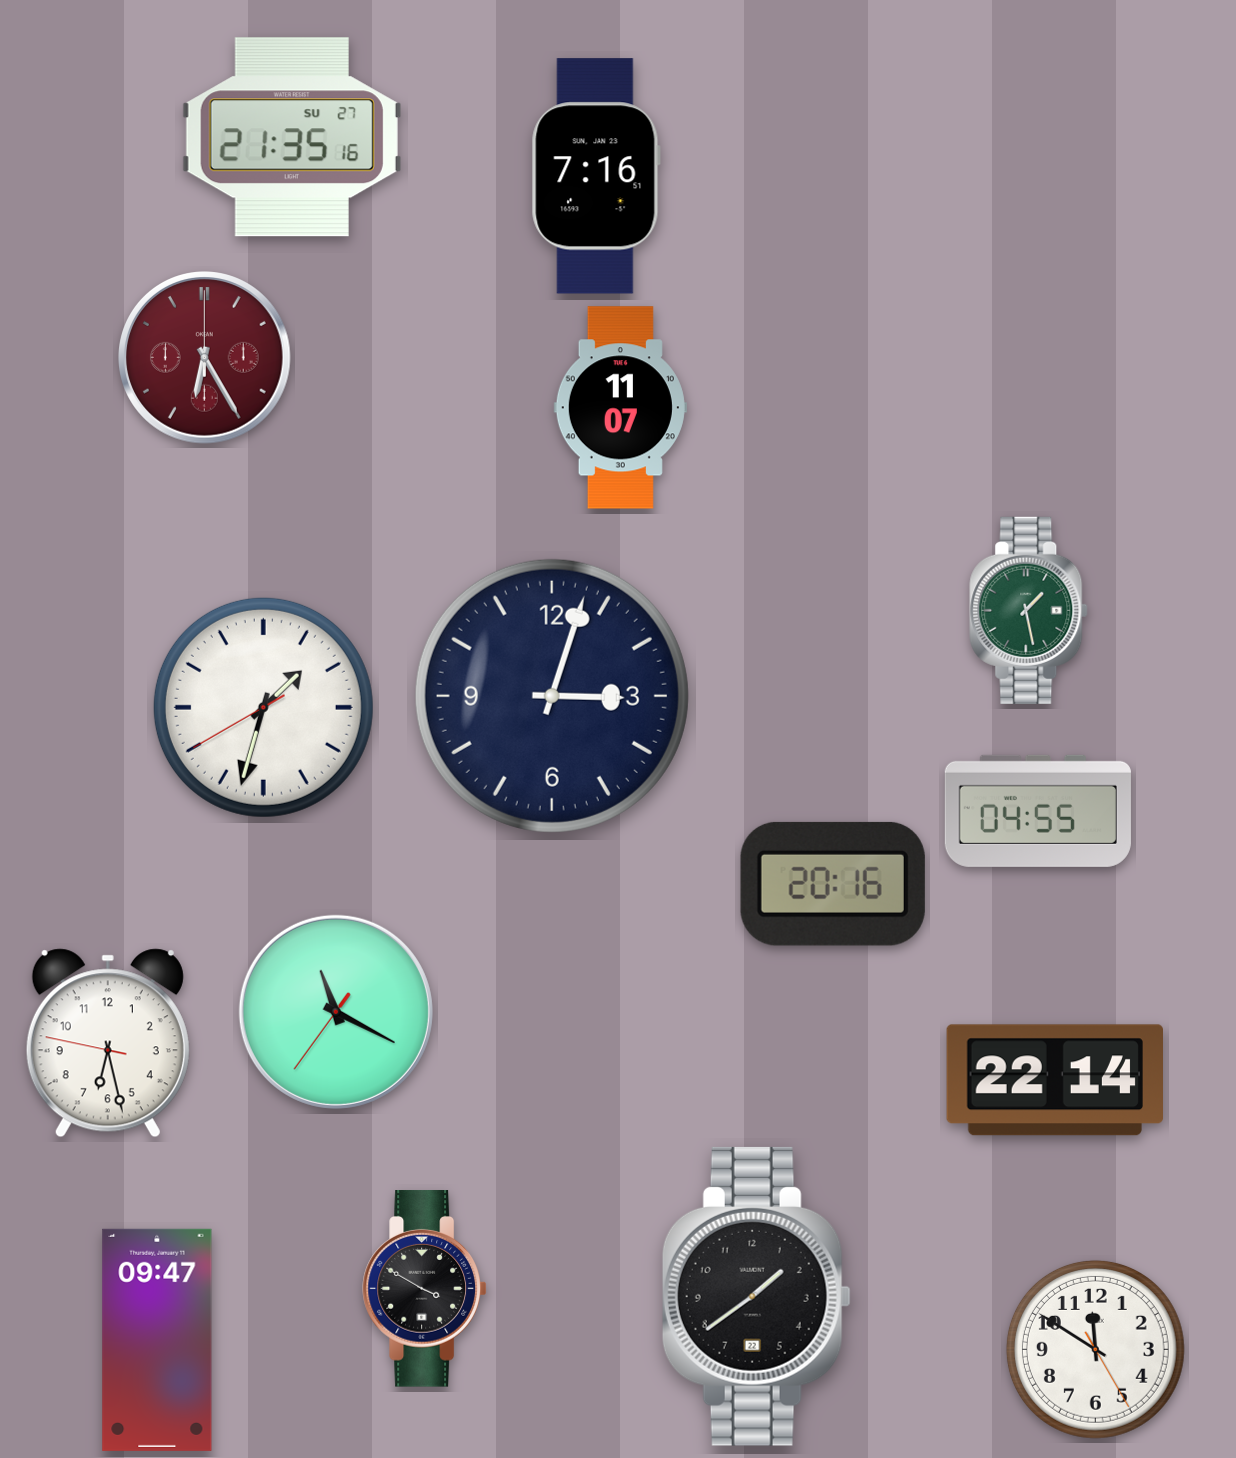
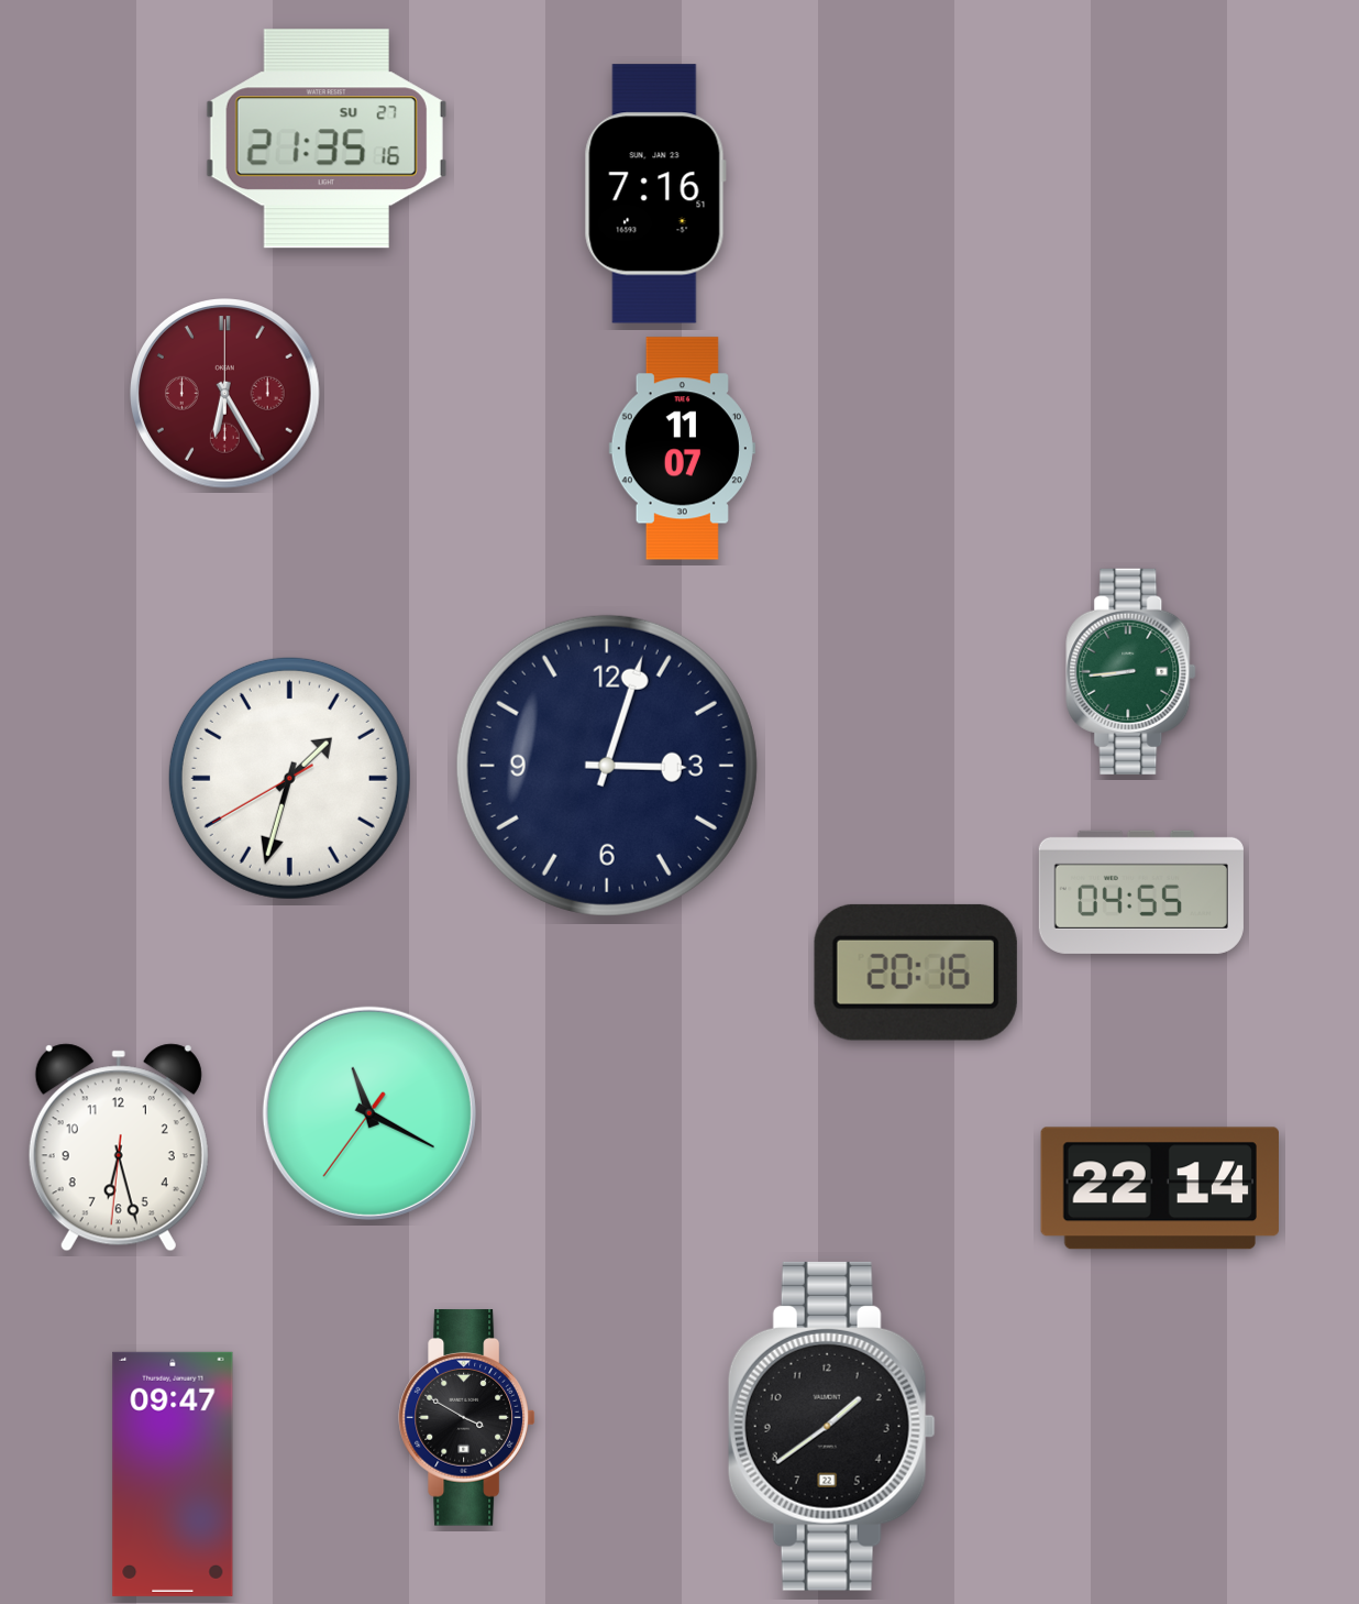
clock at (292, 137) position: (292, 137) -> (327, 139)
clock at (1029, 610): 1:28 -> 8:44
clock at (108, 1043): 6:27:47 -> 6:27:31
clock at (1095, 1349): 11:50 -> none
